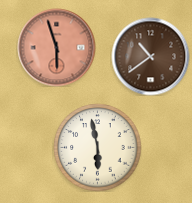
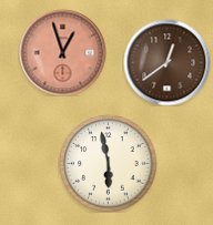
clock at (56, 47): 5:57 -> 12:57
clock at (150, 56): 10:39 -> 12:39
